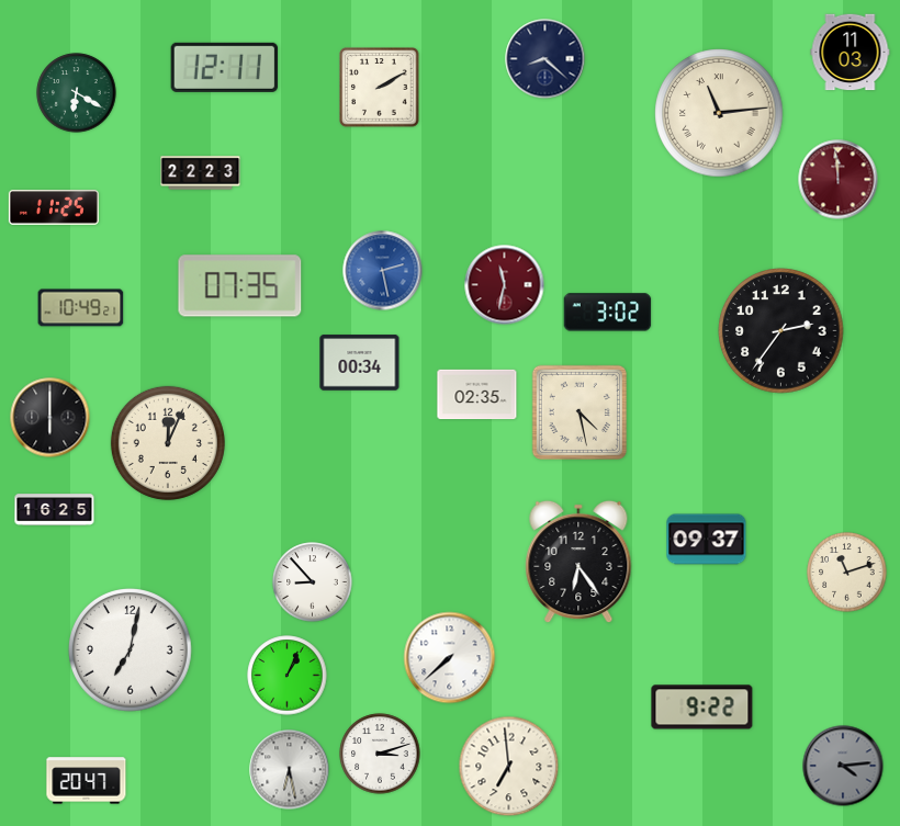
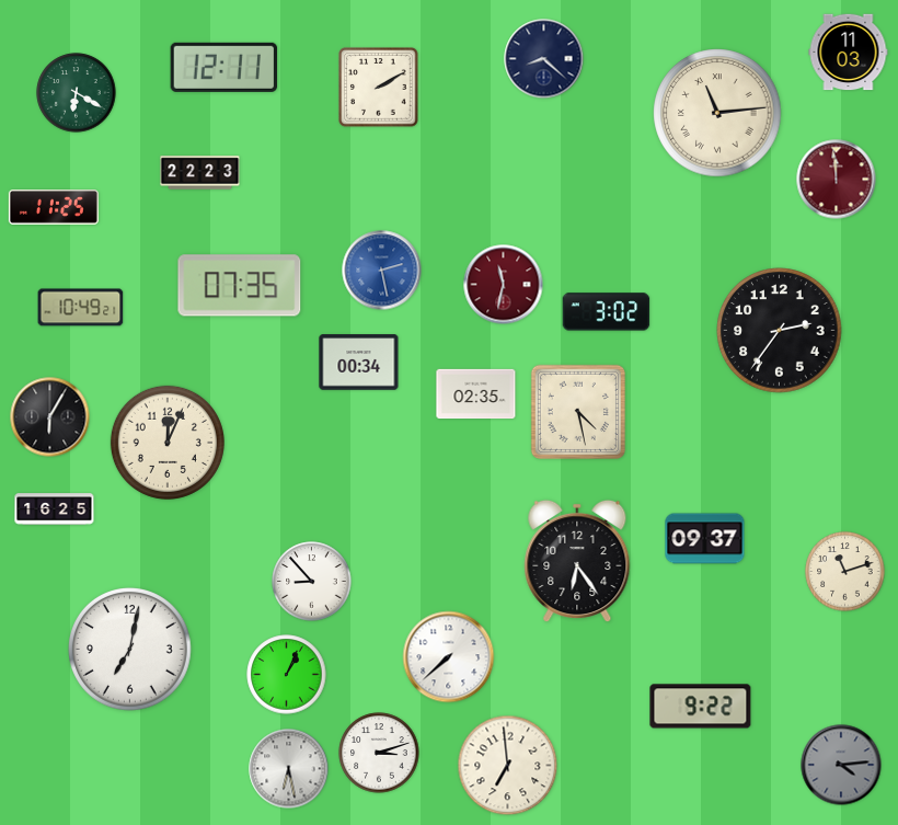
clock at (50, 418): 6:00 -> 6:05
clock at (87, 781): 20:47 -> none
